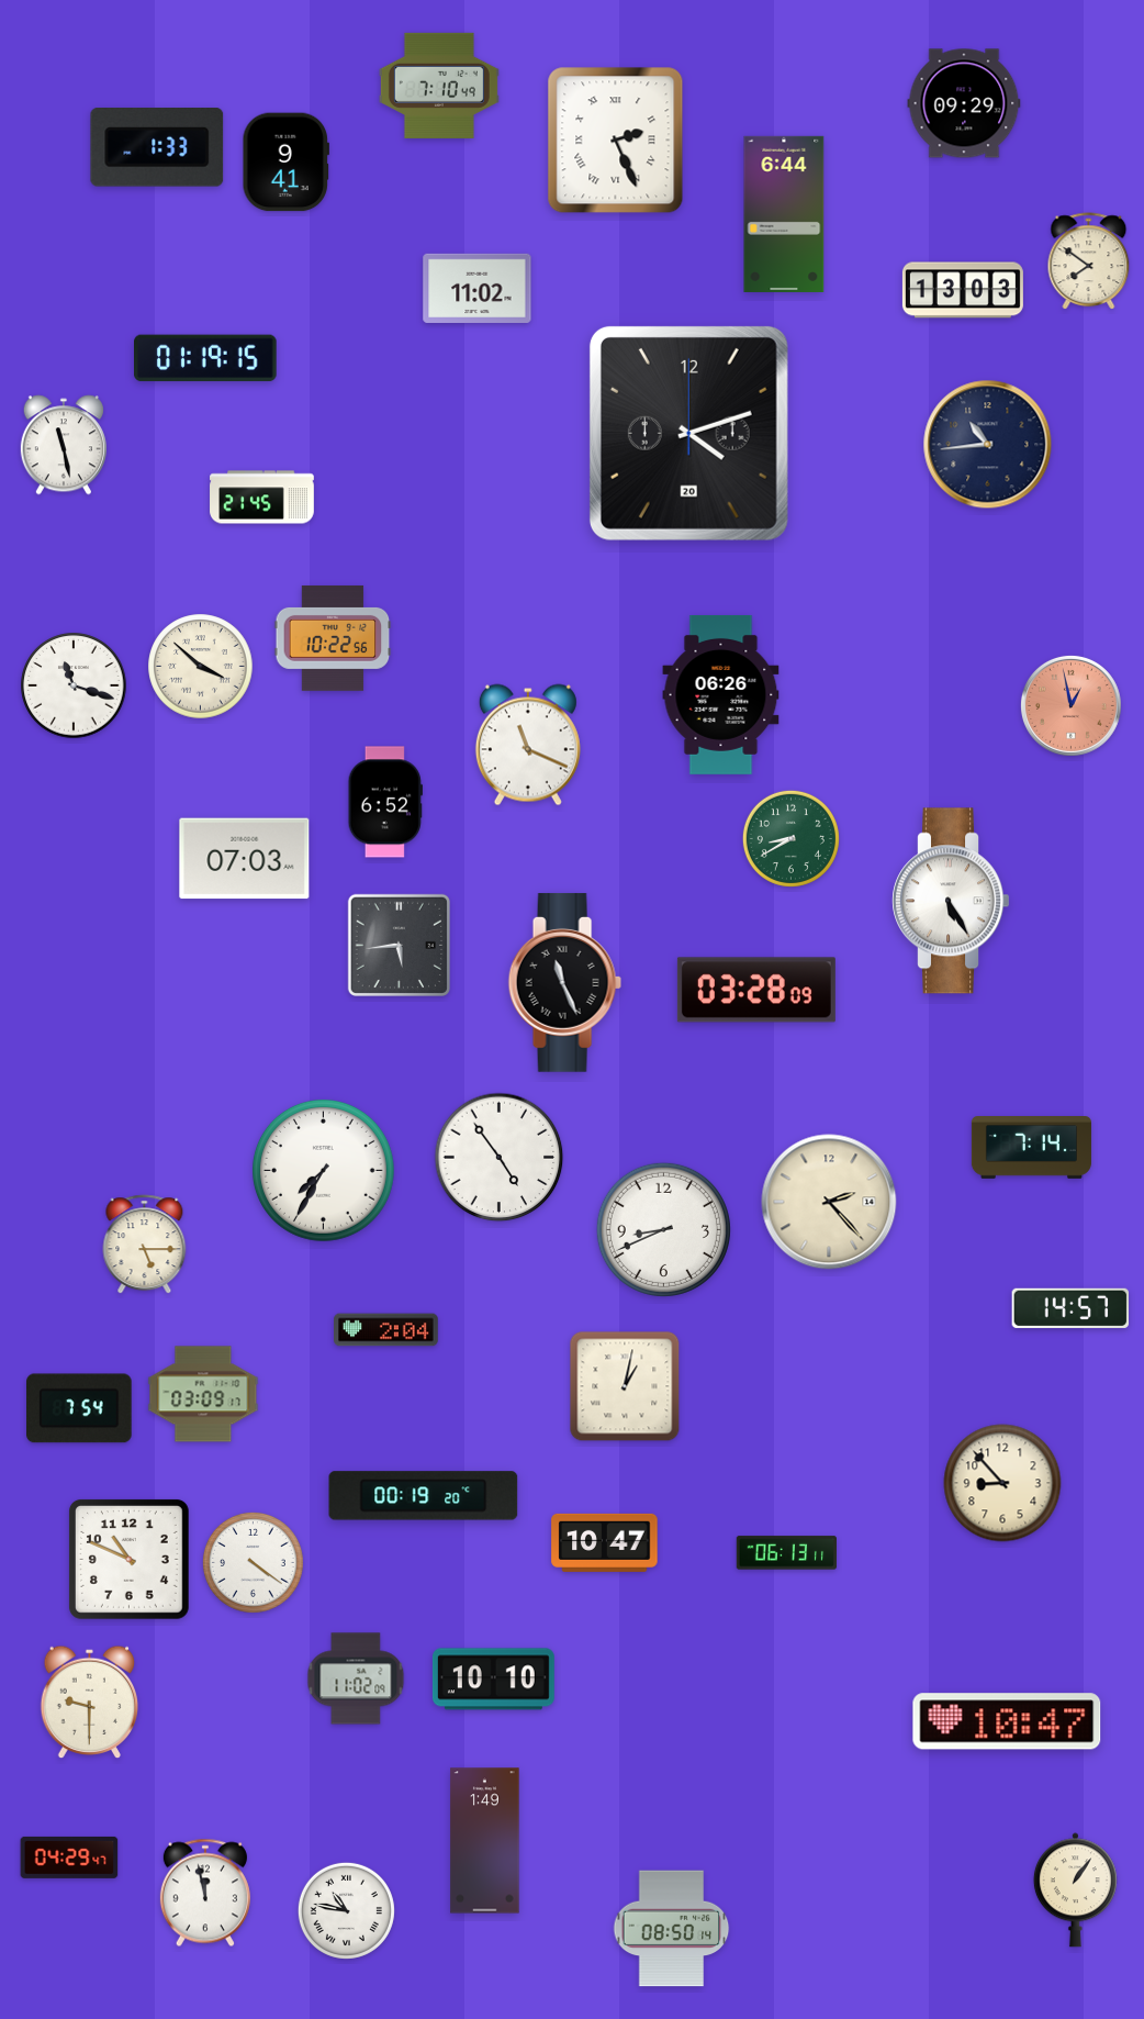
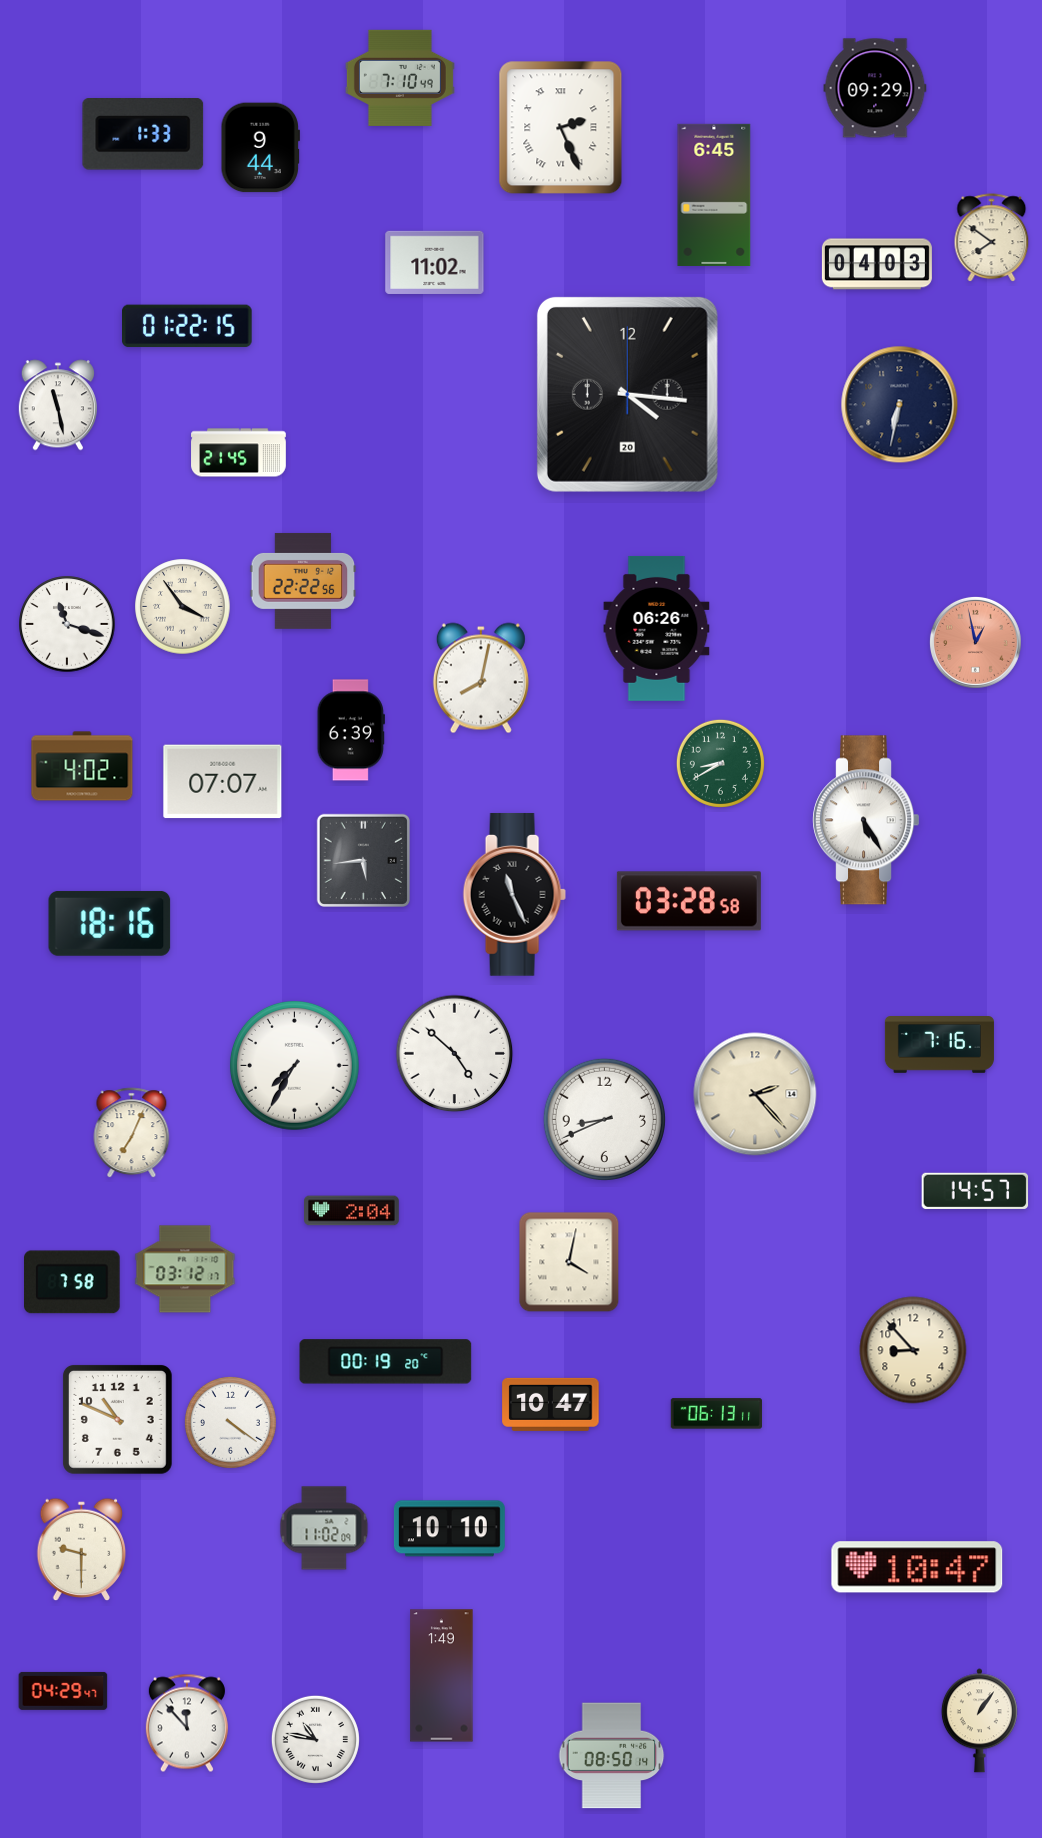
clock at (964, 103) position: (964, 103) -> (875, 88)
clock at (285, 163): 9:41 -> 9:44
clock at (784, 214): 6:44 -> 6:45
clock at (963, 290): 13:03 -> 04:03
clock at (206, 358): 01:19 -> 01:22
clock at (688, 433): 4:12 -> 4:16
clock at (988, 445): 10:44 -> 6:32
clock at (333, 638): 10:22 -> 22:22
clock at (201, 667): 3:52 -> 3:54
clock at (721, 694) position: (721, 694) -> (657, 628)
clock at (528, 745): 11:19 -> 8:02
clock at (385, 802): 6:52 -> 6:39
clock at (82, 766): none -> 4:02
clock at (245, 859): 07:03 -> 07:07
clock at (756, 990): 03:28:09 -> 03:28:58
clock at (110, 923): none -> 18:16
clock at (1031, 1148): 7:14 -> 7:16
clock at (500, 1158): 4:54 -> 4:52
clock at (145, 1245): 5:15 -> 7:04
clock at (625, 1386): 1:02 -> 4:02
clock at (203, 1394): 03:09 -> 03:12
clock at (80, 1408): 7:54 -> 7:58
clock at (205, 1893): 11:58 -> 11:53
